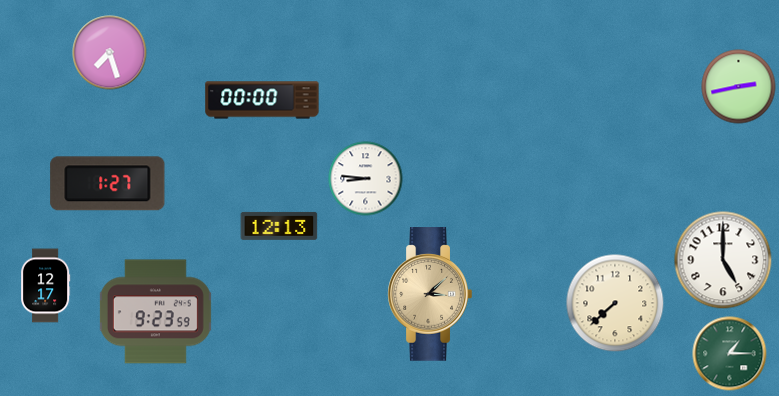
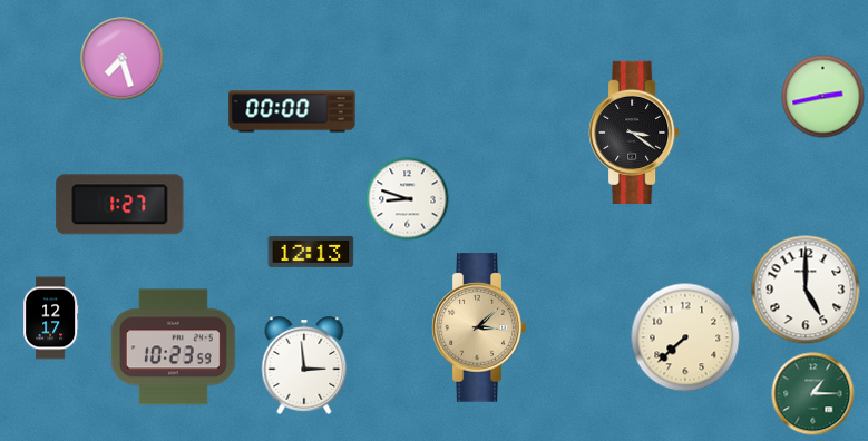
clock at (634, 133): none -> 3:21
clock at (366, 179): 8:46 -> 8:48
clock at (155, 312): 9:23 -> 10:23
clock at (304, 365): none -> 2:59
